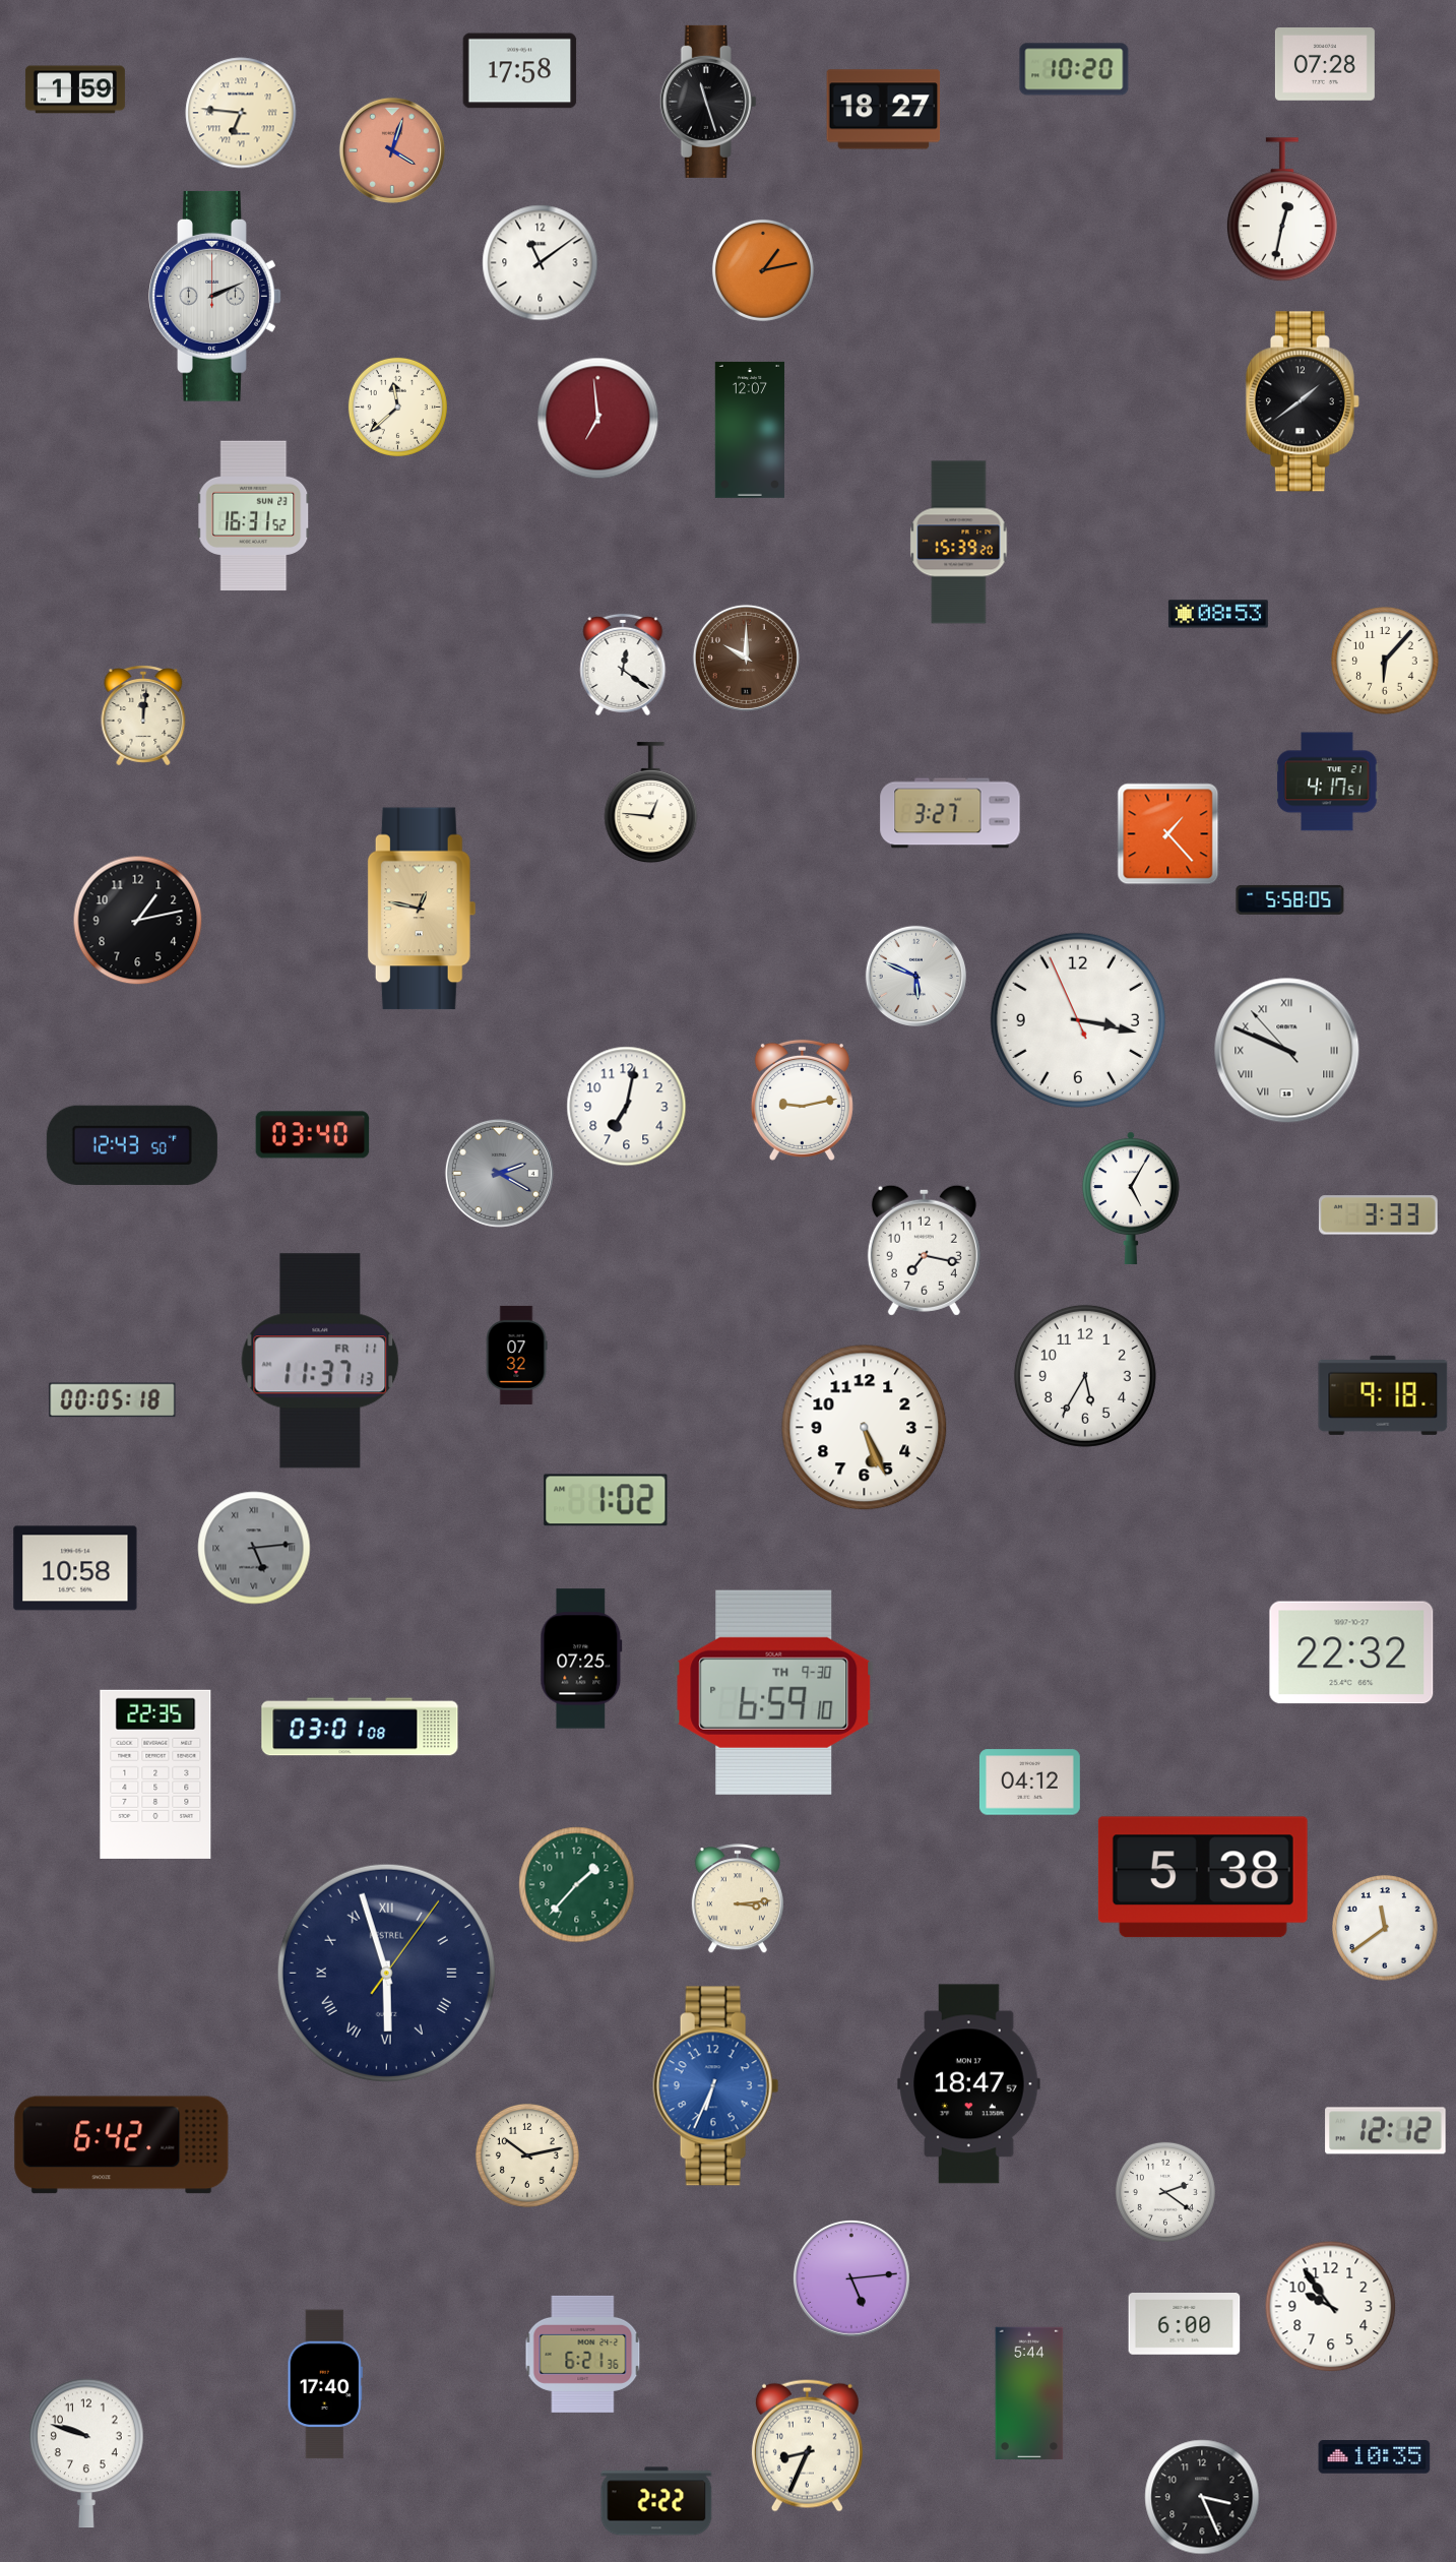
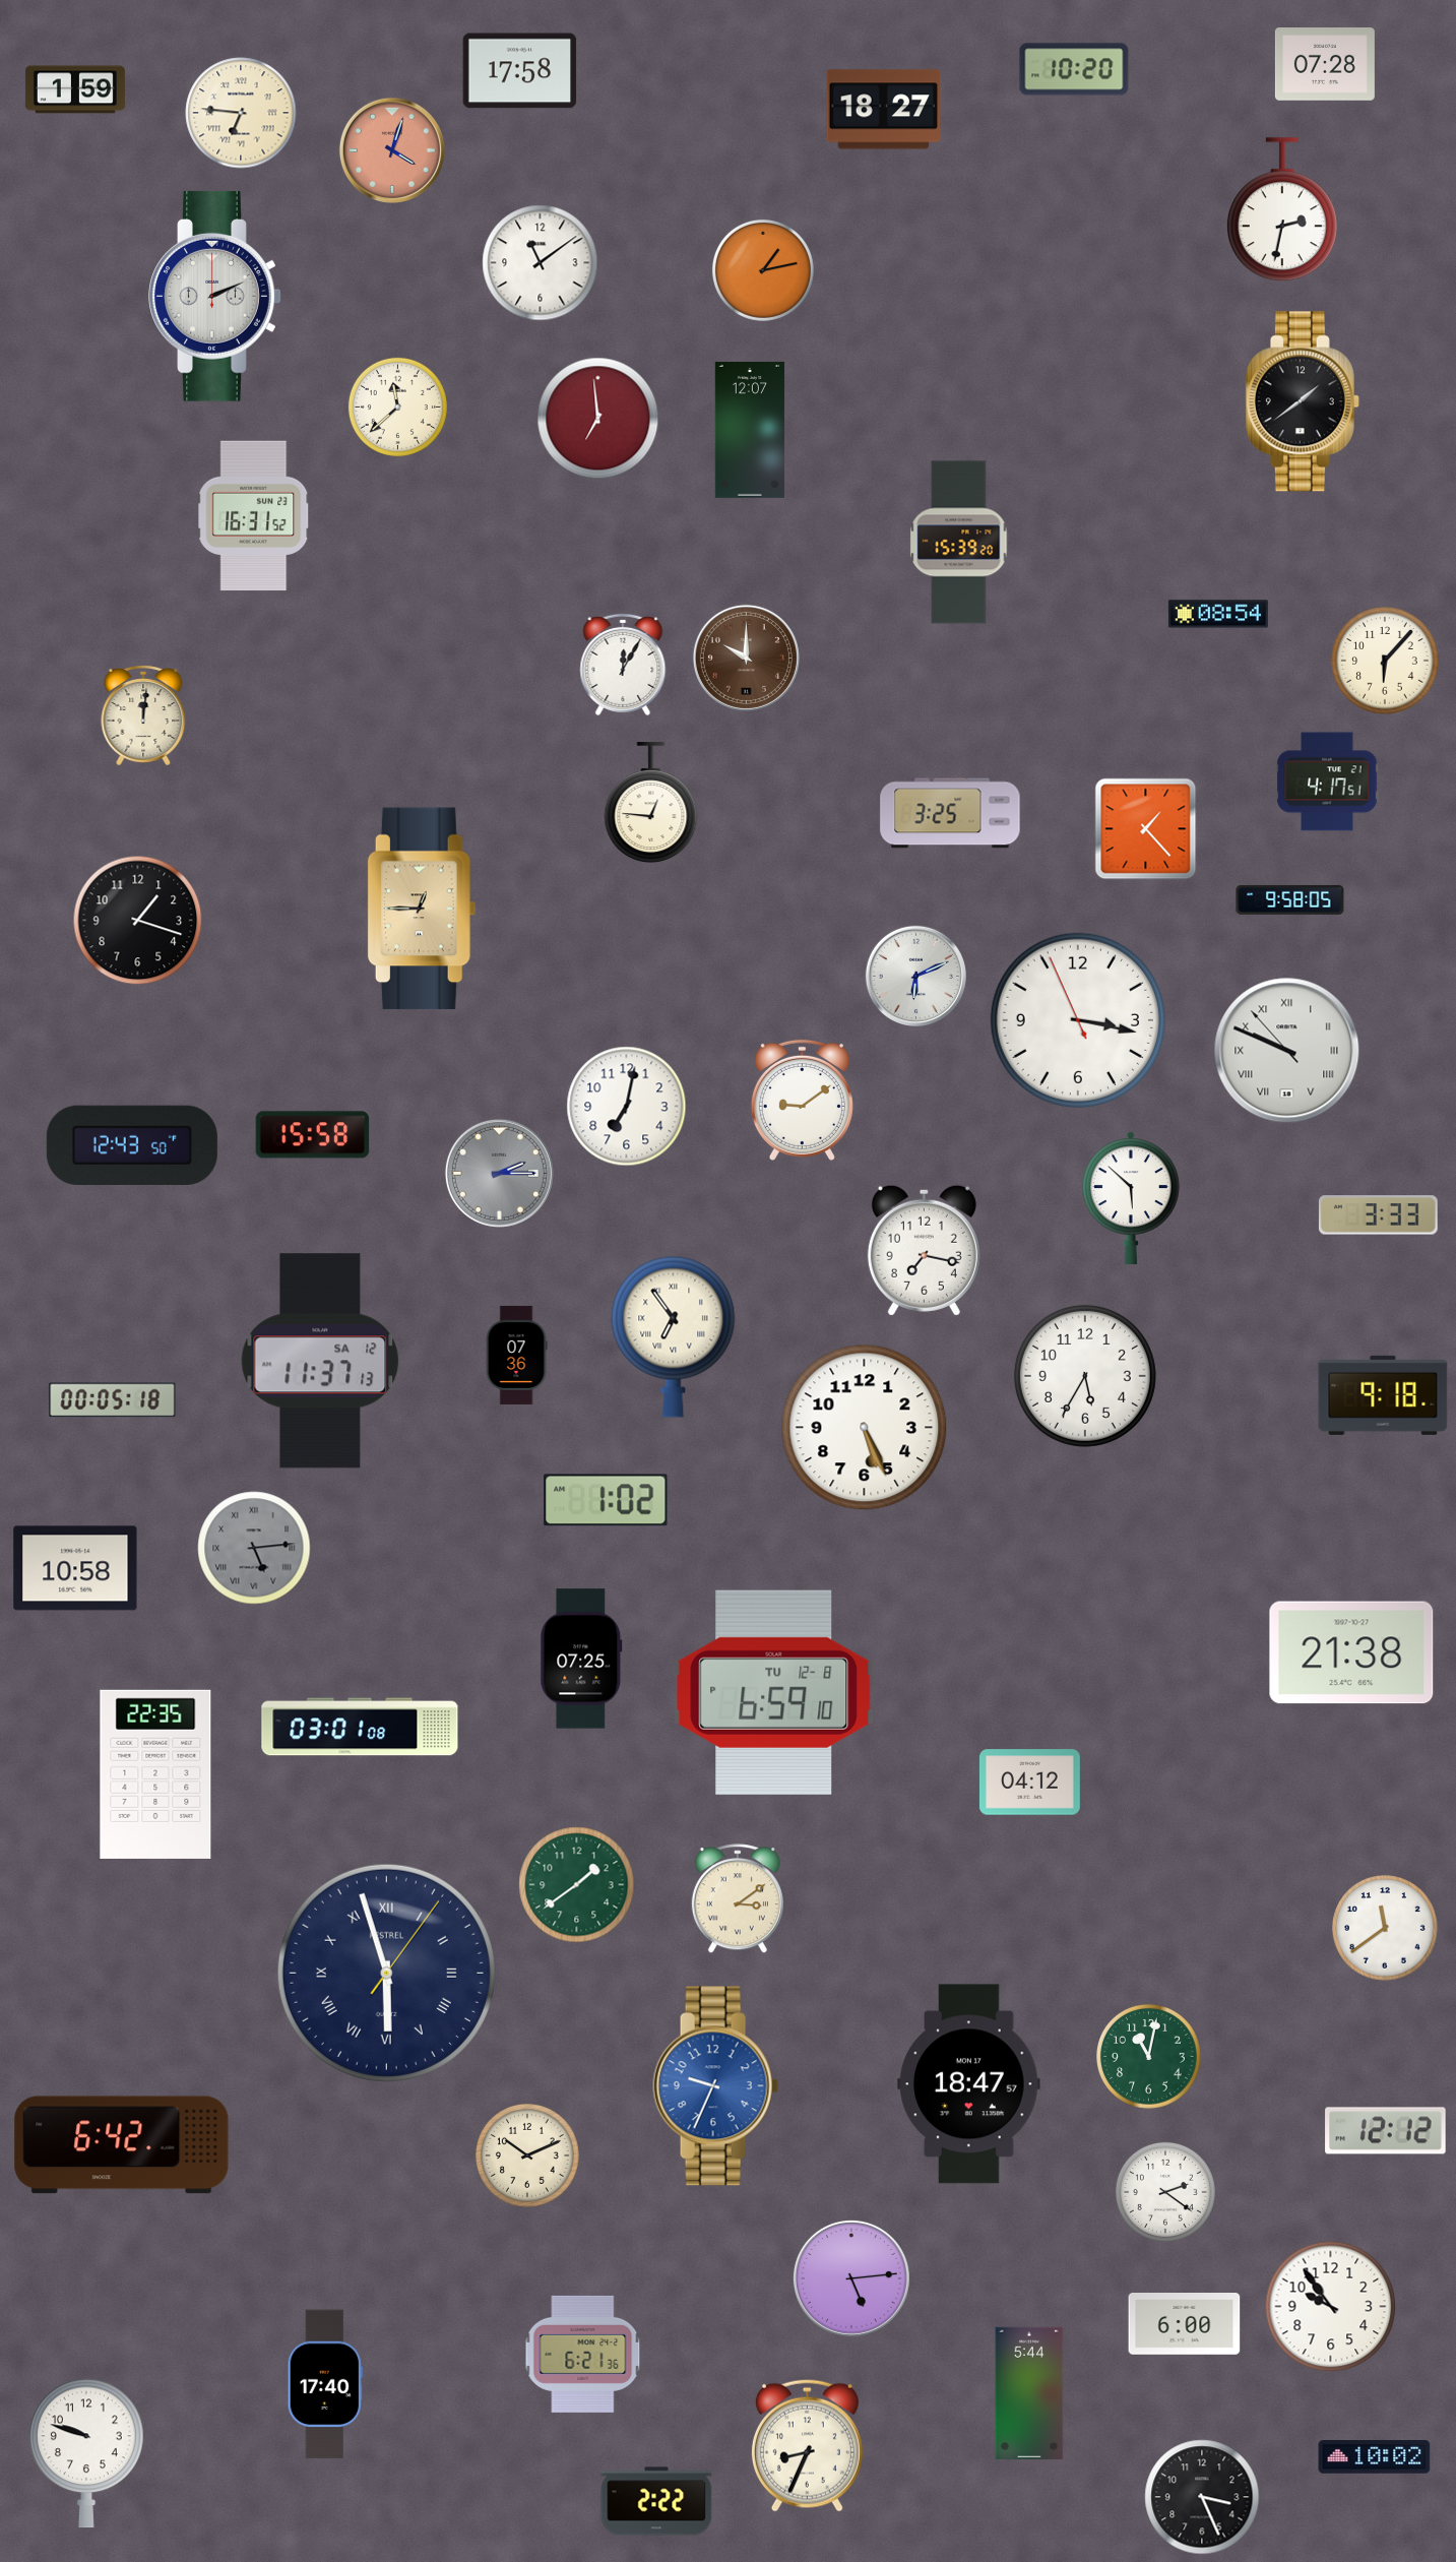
clock at (708, 102): 11:27 -> none
clock at (1282, 210): 12:32 -> 2:32
clock at (1218, 614): 08:53 -> 08:54
clock at (623, 665): 12:21 -> 12:05
clock at (950, 813): 3:27 -> 3:25
clock at (1168, 834) position: (1168, 834) -> (1146, 829)
clock at (1290, 899): 5:58 -> 9:58
clock at (422, 909): 12:47 -> 12:45
clock at (138, 921): 1:13 -> 1:18
clock at (915, 976): 5:49 -> 6:11
clock at (802, 1100): 9:13 -> 9:09
clock at (313, 1135): 03:40 -> 15:58
clock at (499, 1173): 2:20 -> 2:15
clock at (1131, 1197): 5:05 -> 5:52
clock at (674, 1336): none -> 6:54
clock at (516, 1355): 07:32 -> 07:36
clock at (320, 1361) date: FR 11 -> SA 12
clock at (1351, 1652): 22:32 -> 21:38
clock at (774, 1692) date: TH 9-30 -> TU 12-8
clock at (1203, 1877): 5:38 -> none
clock at (577, 1885): 1:37 -> 1:39
clock at (738, 1899): 3:14 -> 3:09
clock at (1149, 2057): none -> 11:02
clock at (716, 2086): 6:34 -> 9:34
clock at (527, 2155): 10:13 -> 10:11
clock at (1375, 2457): 10:35 -> 10:02
